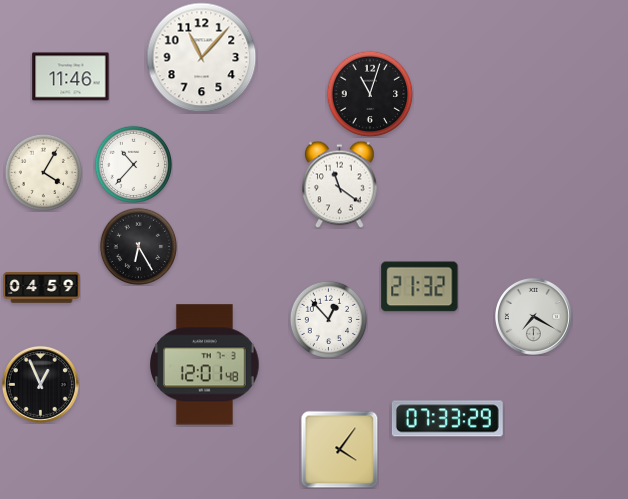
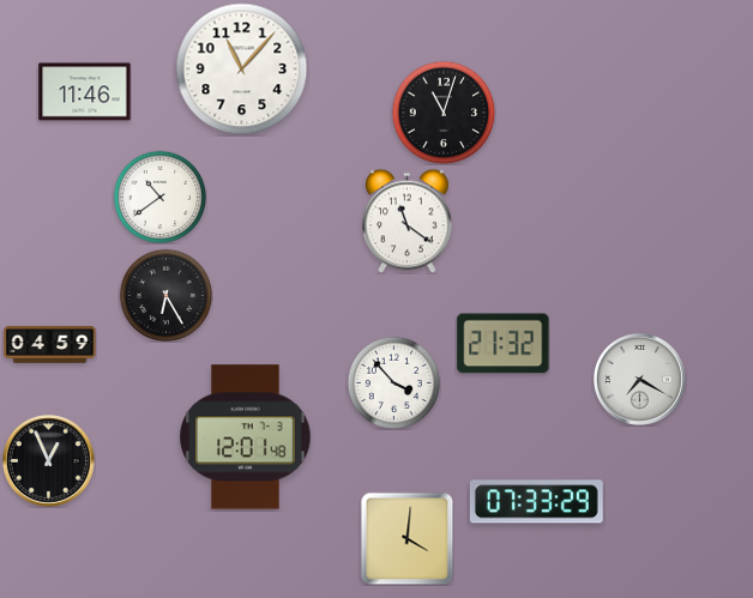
clock at (133, 164): 10:37 -> 10:39
clock at (43, 172): 4:05 -> none
clock at (328, 319): 12:53 -> 3:53
clock at (339, 449): 4:06 -> 4:01
